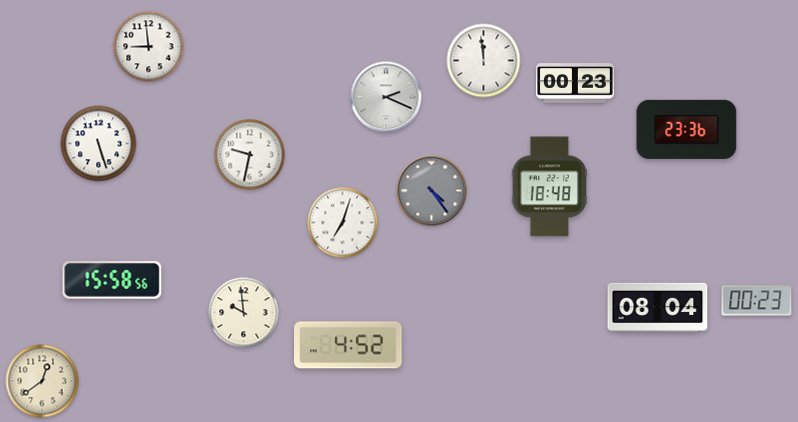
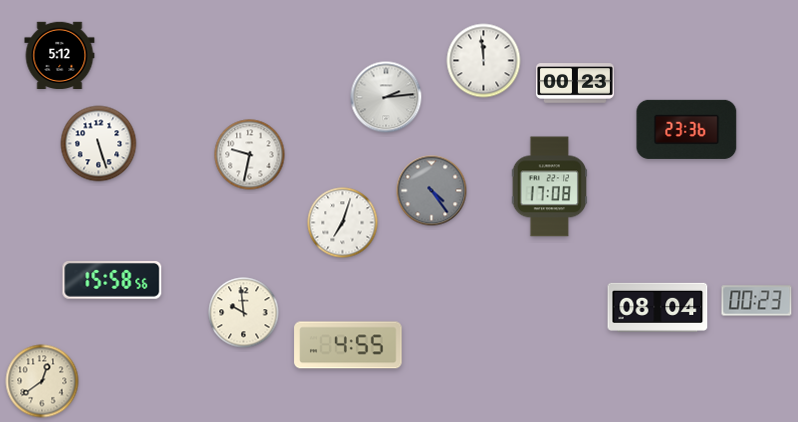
clock at (149, 47): 8:59 -> none
clock at (60, 55): none -> 5:12
clock at (386, 97): 2:19 -> 2:14
clock at (549, 187): 18:48 -> 17:08
clock at (348, 345): 4:52 -> 4:55
